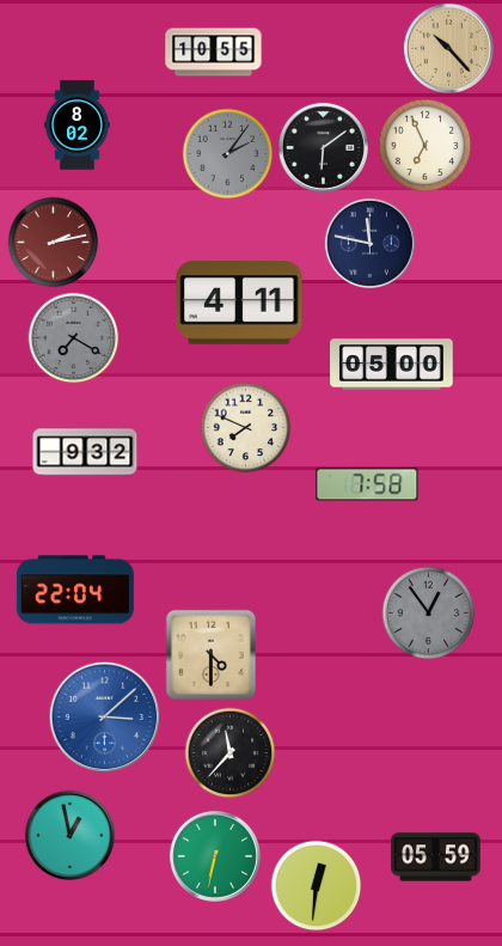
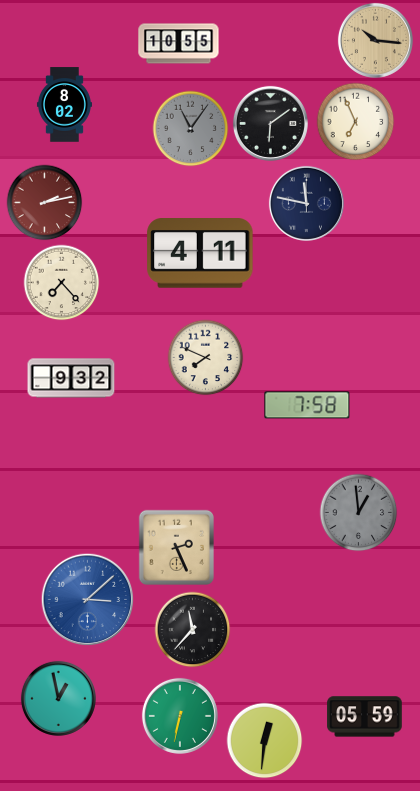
clock at (448, 48): 10:23 -> 10:16
clock at (228, 154): 2:06 -> 11:06
clock at (369, 243) position: (369, 243) -> (306, 203)
clock at (74, 338): 7:20 -> 7:23
clock at (74, 338) dial: grey -> cream
clock at (392, 365): 05:00 -> none
clock at (75, 590): 22:04 -> none
clock at (429, 614): 12:54 -> 12:59
clock at (210, 654): 4:30 -> 2:26
